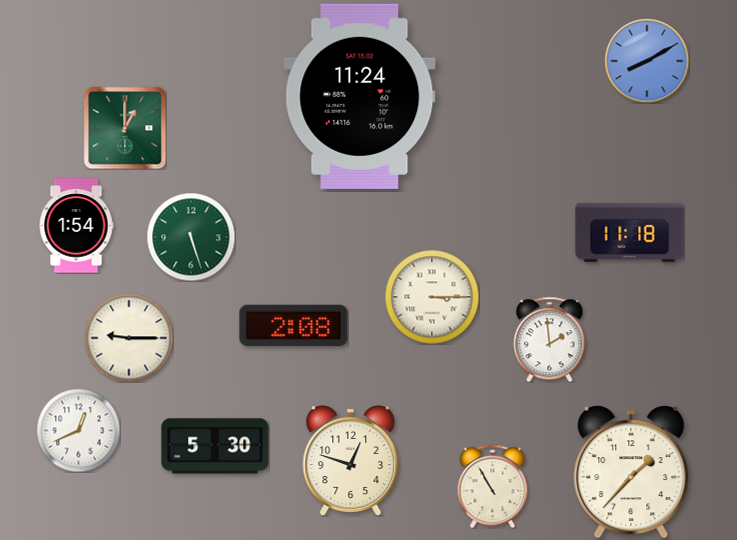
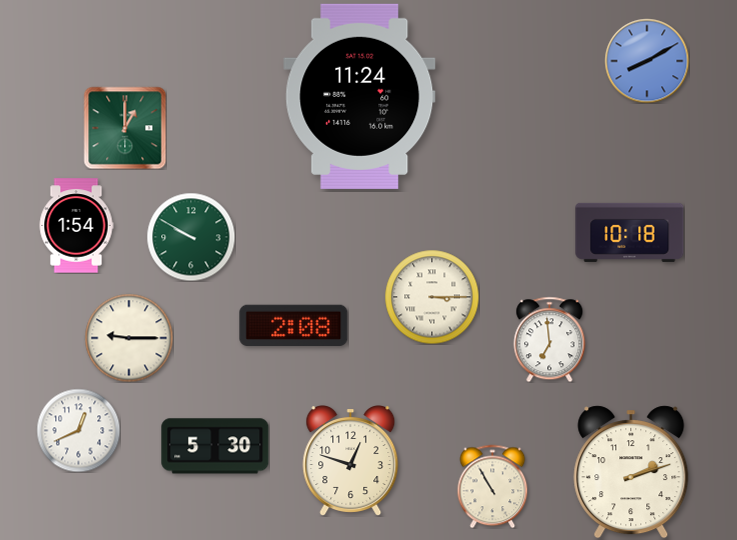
clock at (630, 232): 11:18 -> 10:18
clock at (191, 237): 5:27 -> 9:50
clock at (550, 339): 1:59 -> 6:59
clock at (631, 472): 1:37 -> 2:12
